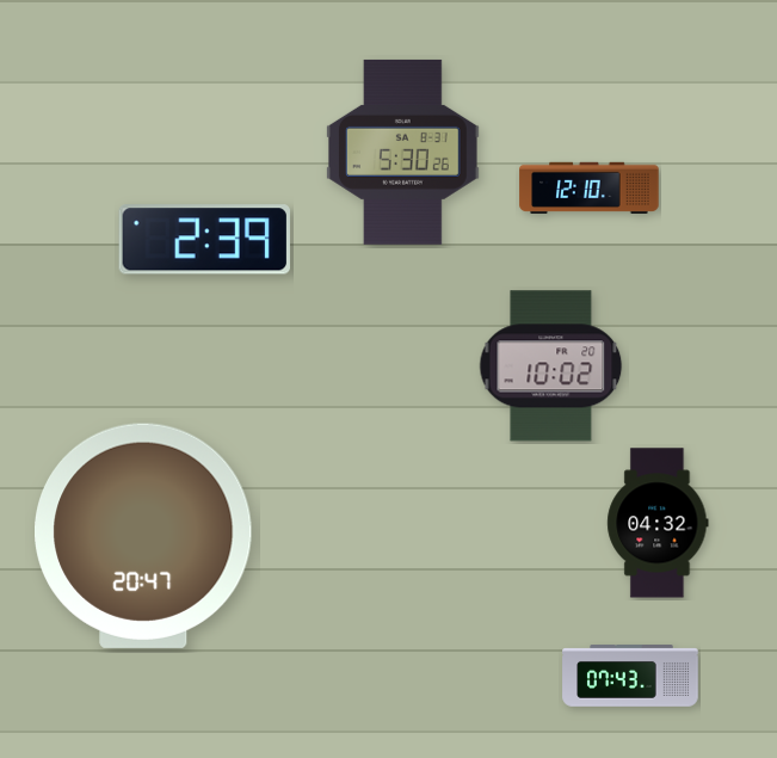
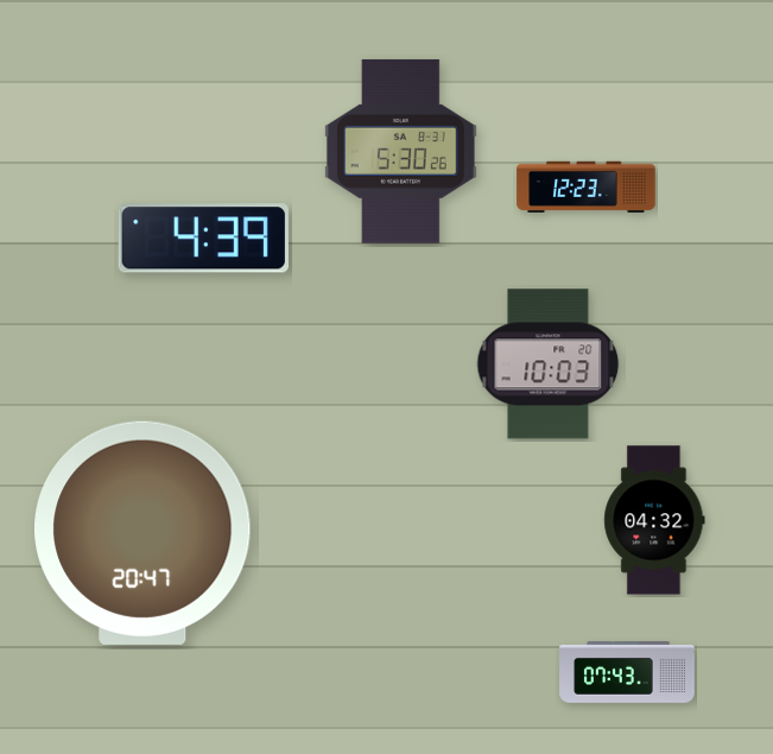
clock at (590, 187): 12:10 -> 12:23
clock at (204, 240): 2:39 -> 4:39
clock at (551, 366): 10:02 -> 10:03
